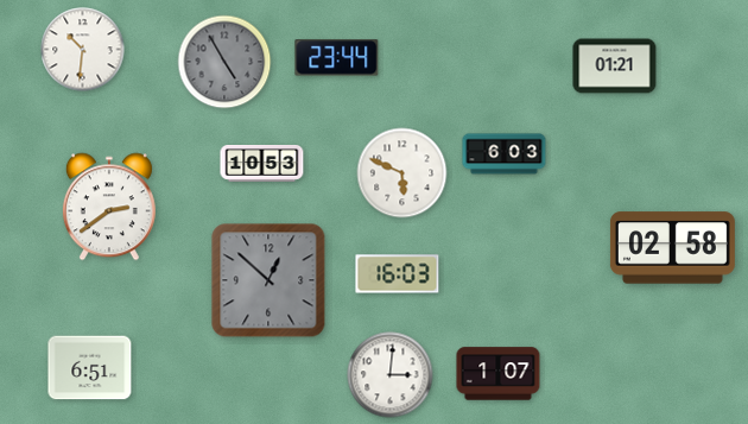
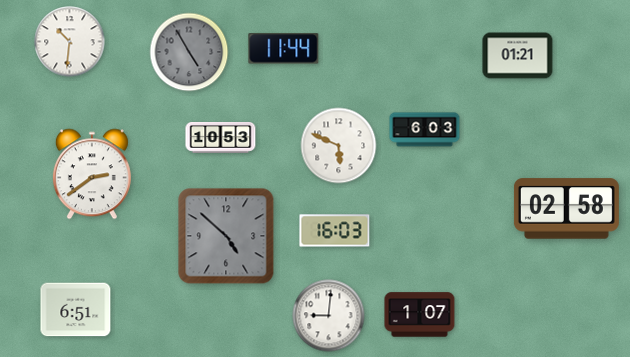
clock at (337, 58): 23:44 -> 11:44
clock at (268, 280): 12:52 -> 4:52
clock at (391, 375): 3:01 -> 9:01
